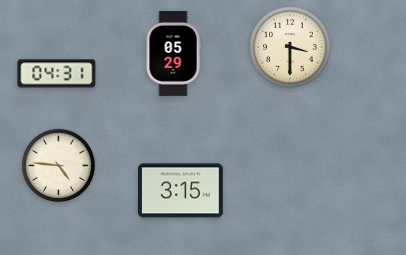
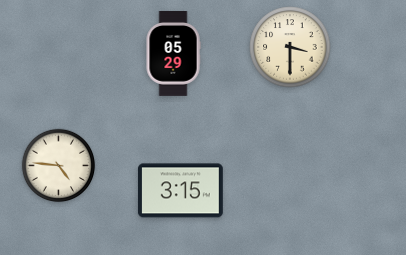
clock at (57, 74): 04:31 -> none
